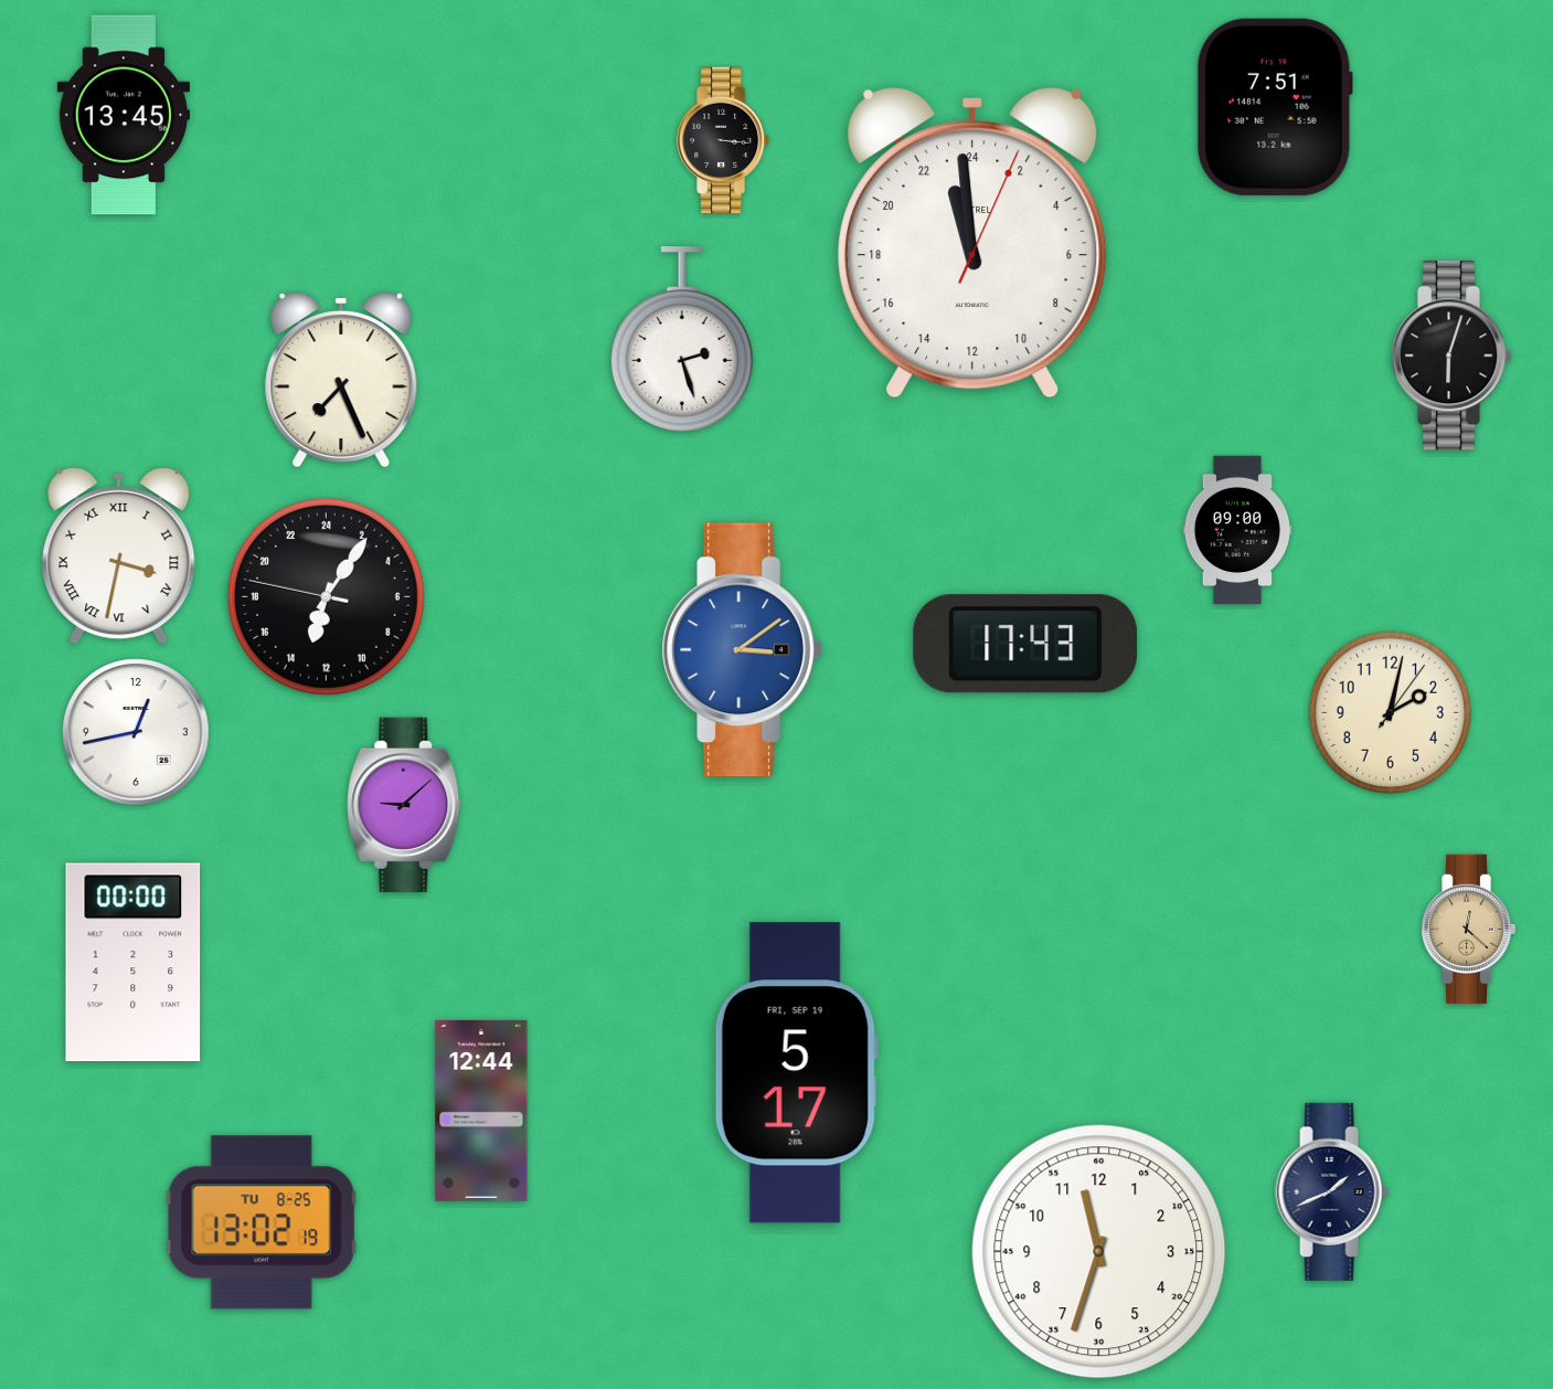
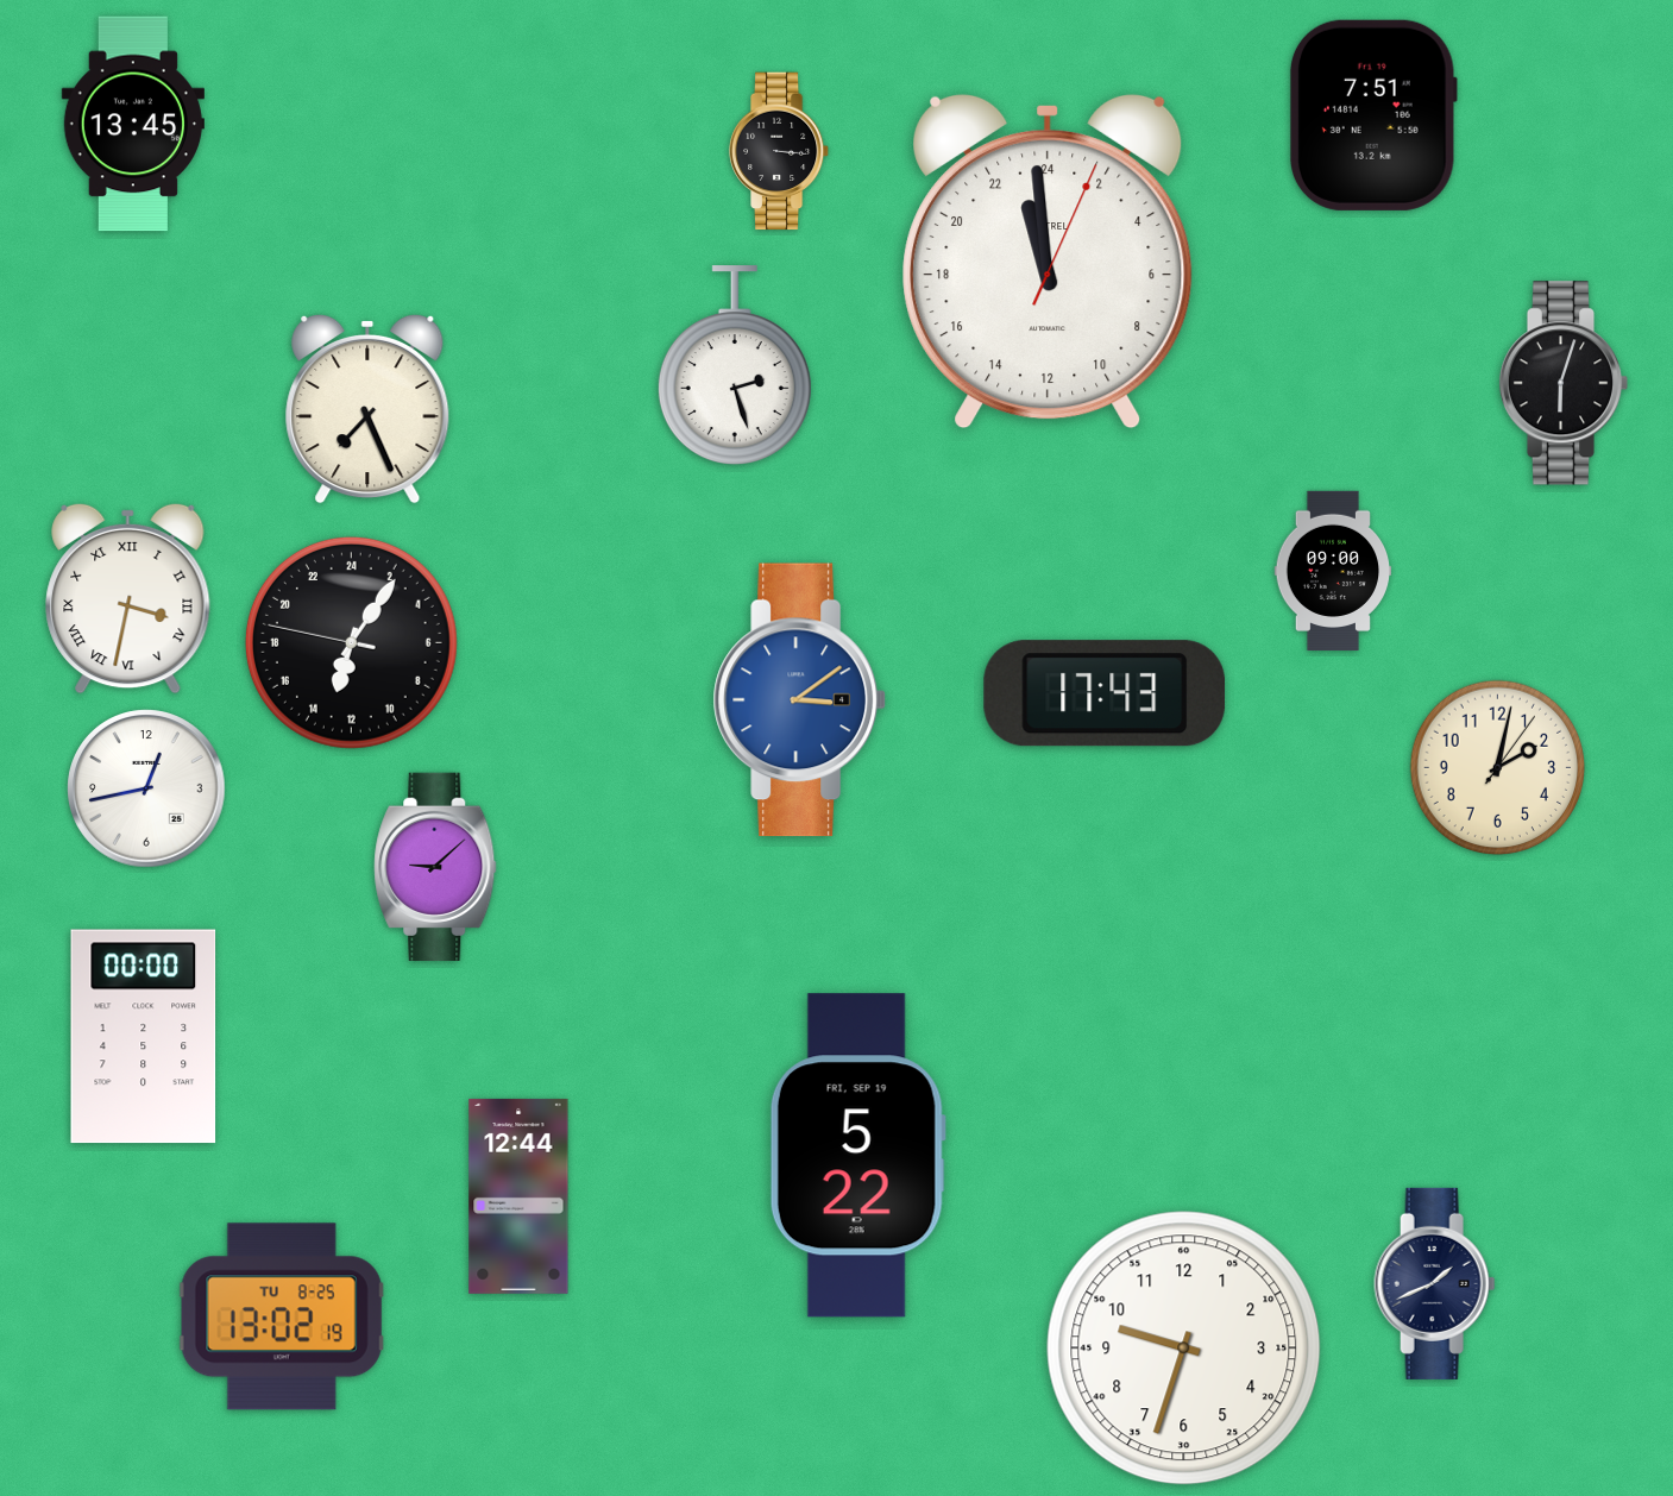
clock at (1468, 929): 12:22 -> none
clock at (796, 1073): 5:17 -> 5:22
clock at (1099, 1252): 11:33 -> 9:33
